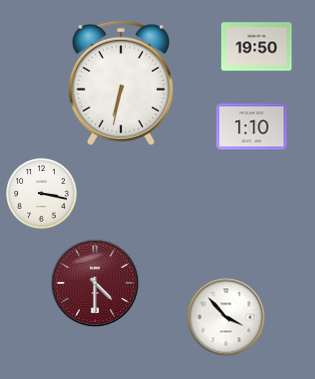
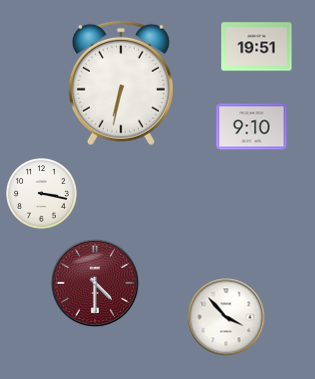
clock at (257, 47): 19:50 -> 19:51
clock at (252, 127): 1:10 -> 9:10
